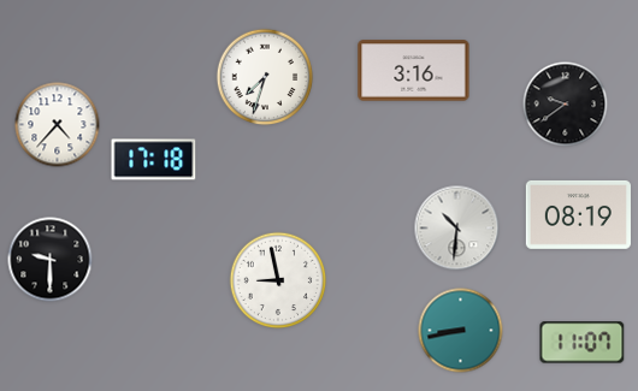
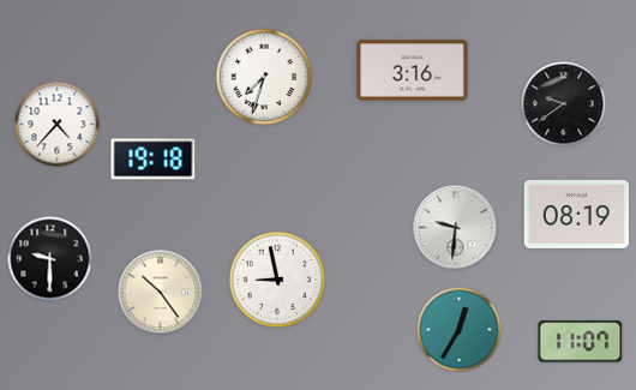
clock at (154, 160): 17:18 -> 19:18
clock at (457, 229): 10:31 -> 9:31
clock at (161, 293): none -> 10:24
clock at (461, 331): 8:43 -> 12:35
